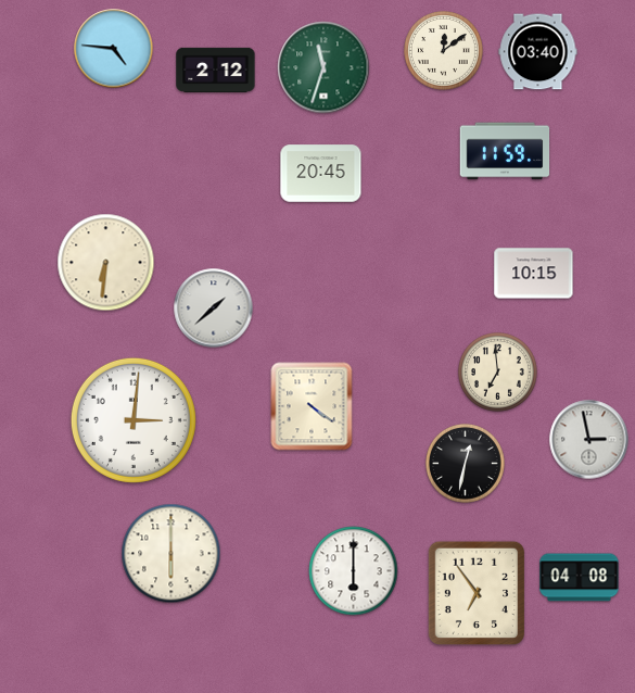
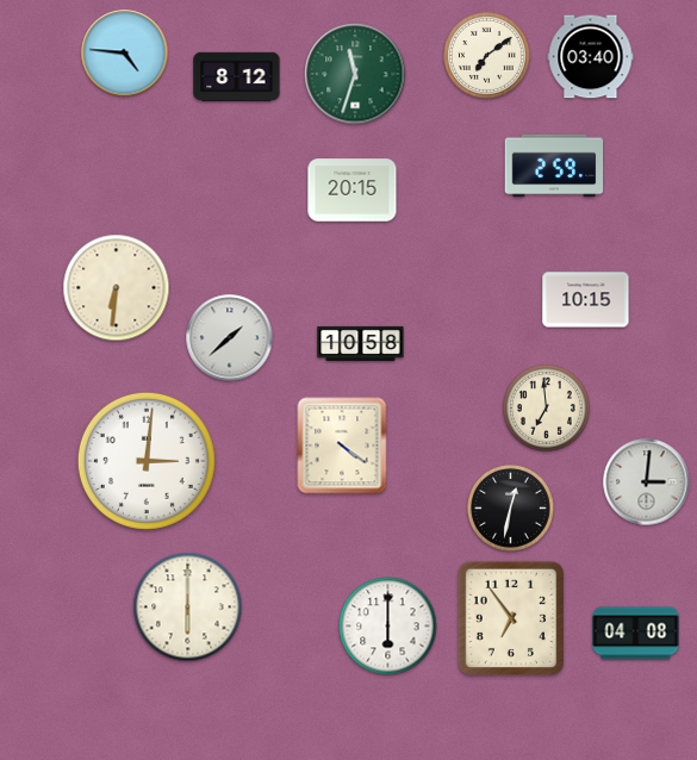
clock at (444, 51): 12:09 -> 7:09
clock at (216, 70): 2:12 -> 8:12
clock at (505, 151): 11:59 -> 2:59
clock at (321, 174): 20:45 -> 20:15
clock at (214, 308) position: (214, 308) -> (230, 338)
clock at (361, 343): none -> 10:58
clock at (589, 440): 2:58 -> 3:01
clock at (475, 593) position: (475, 593) -> (510, 618)
